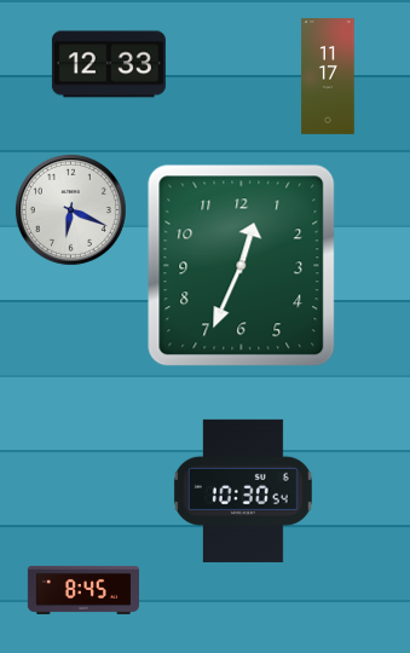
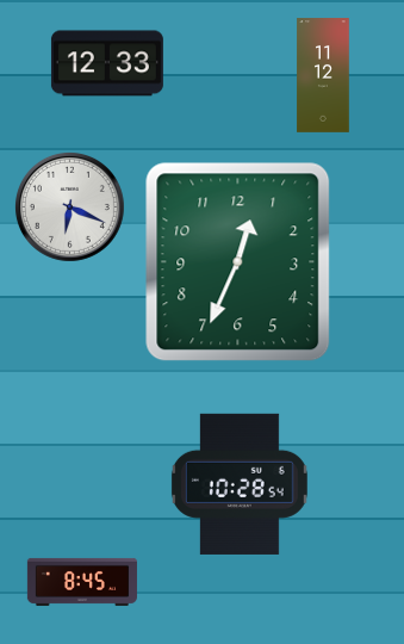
clock at (328, 76): 11:17 -> 11:12
clock at (243, 491): 10:30 -> 10:28
